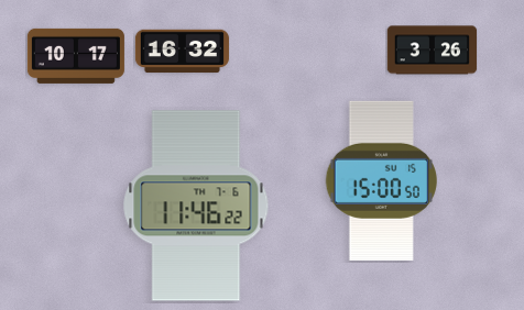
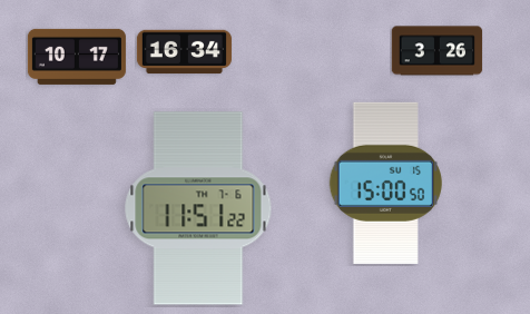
clock at (182, 52): 16:32 -> 16:34
clock at (196, 206): 11:46 -> 11:51
